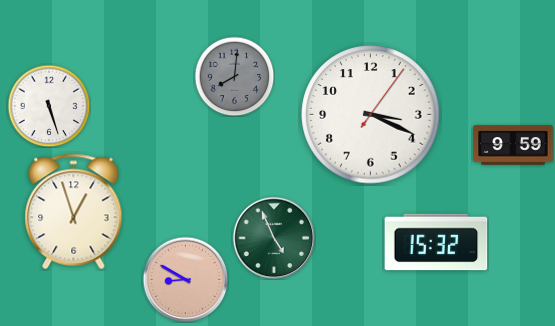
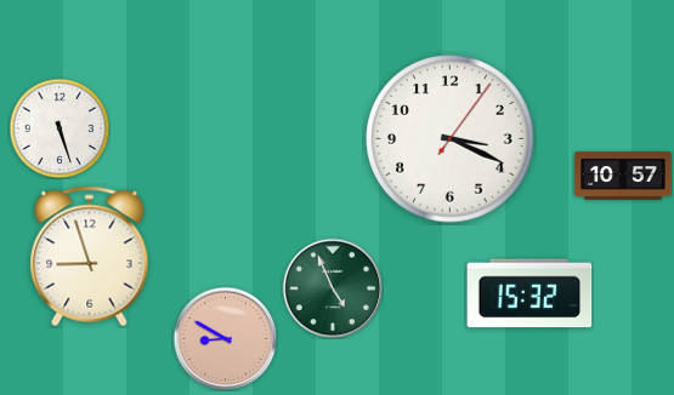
clock at (234, 76): 8:01 -> none
clock at (513, 145): 9:59 -> 10:57
clock at (74, 212): 12:57 -> 8:57
